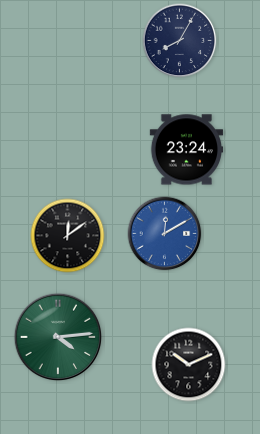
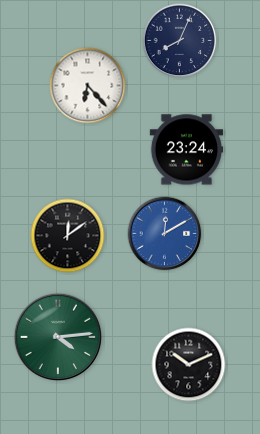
clock at (180, 41): 8:05 -> 8:04
clock at (88, 86): none -> 6:23
